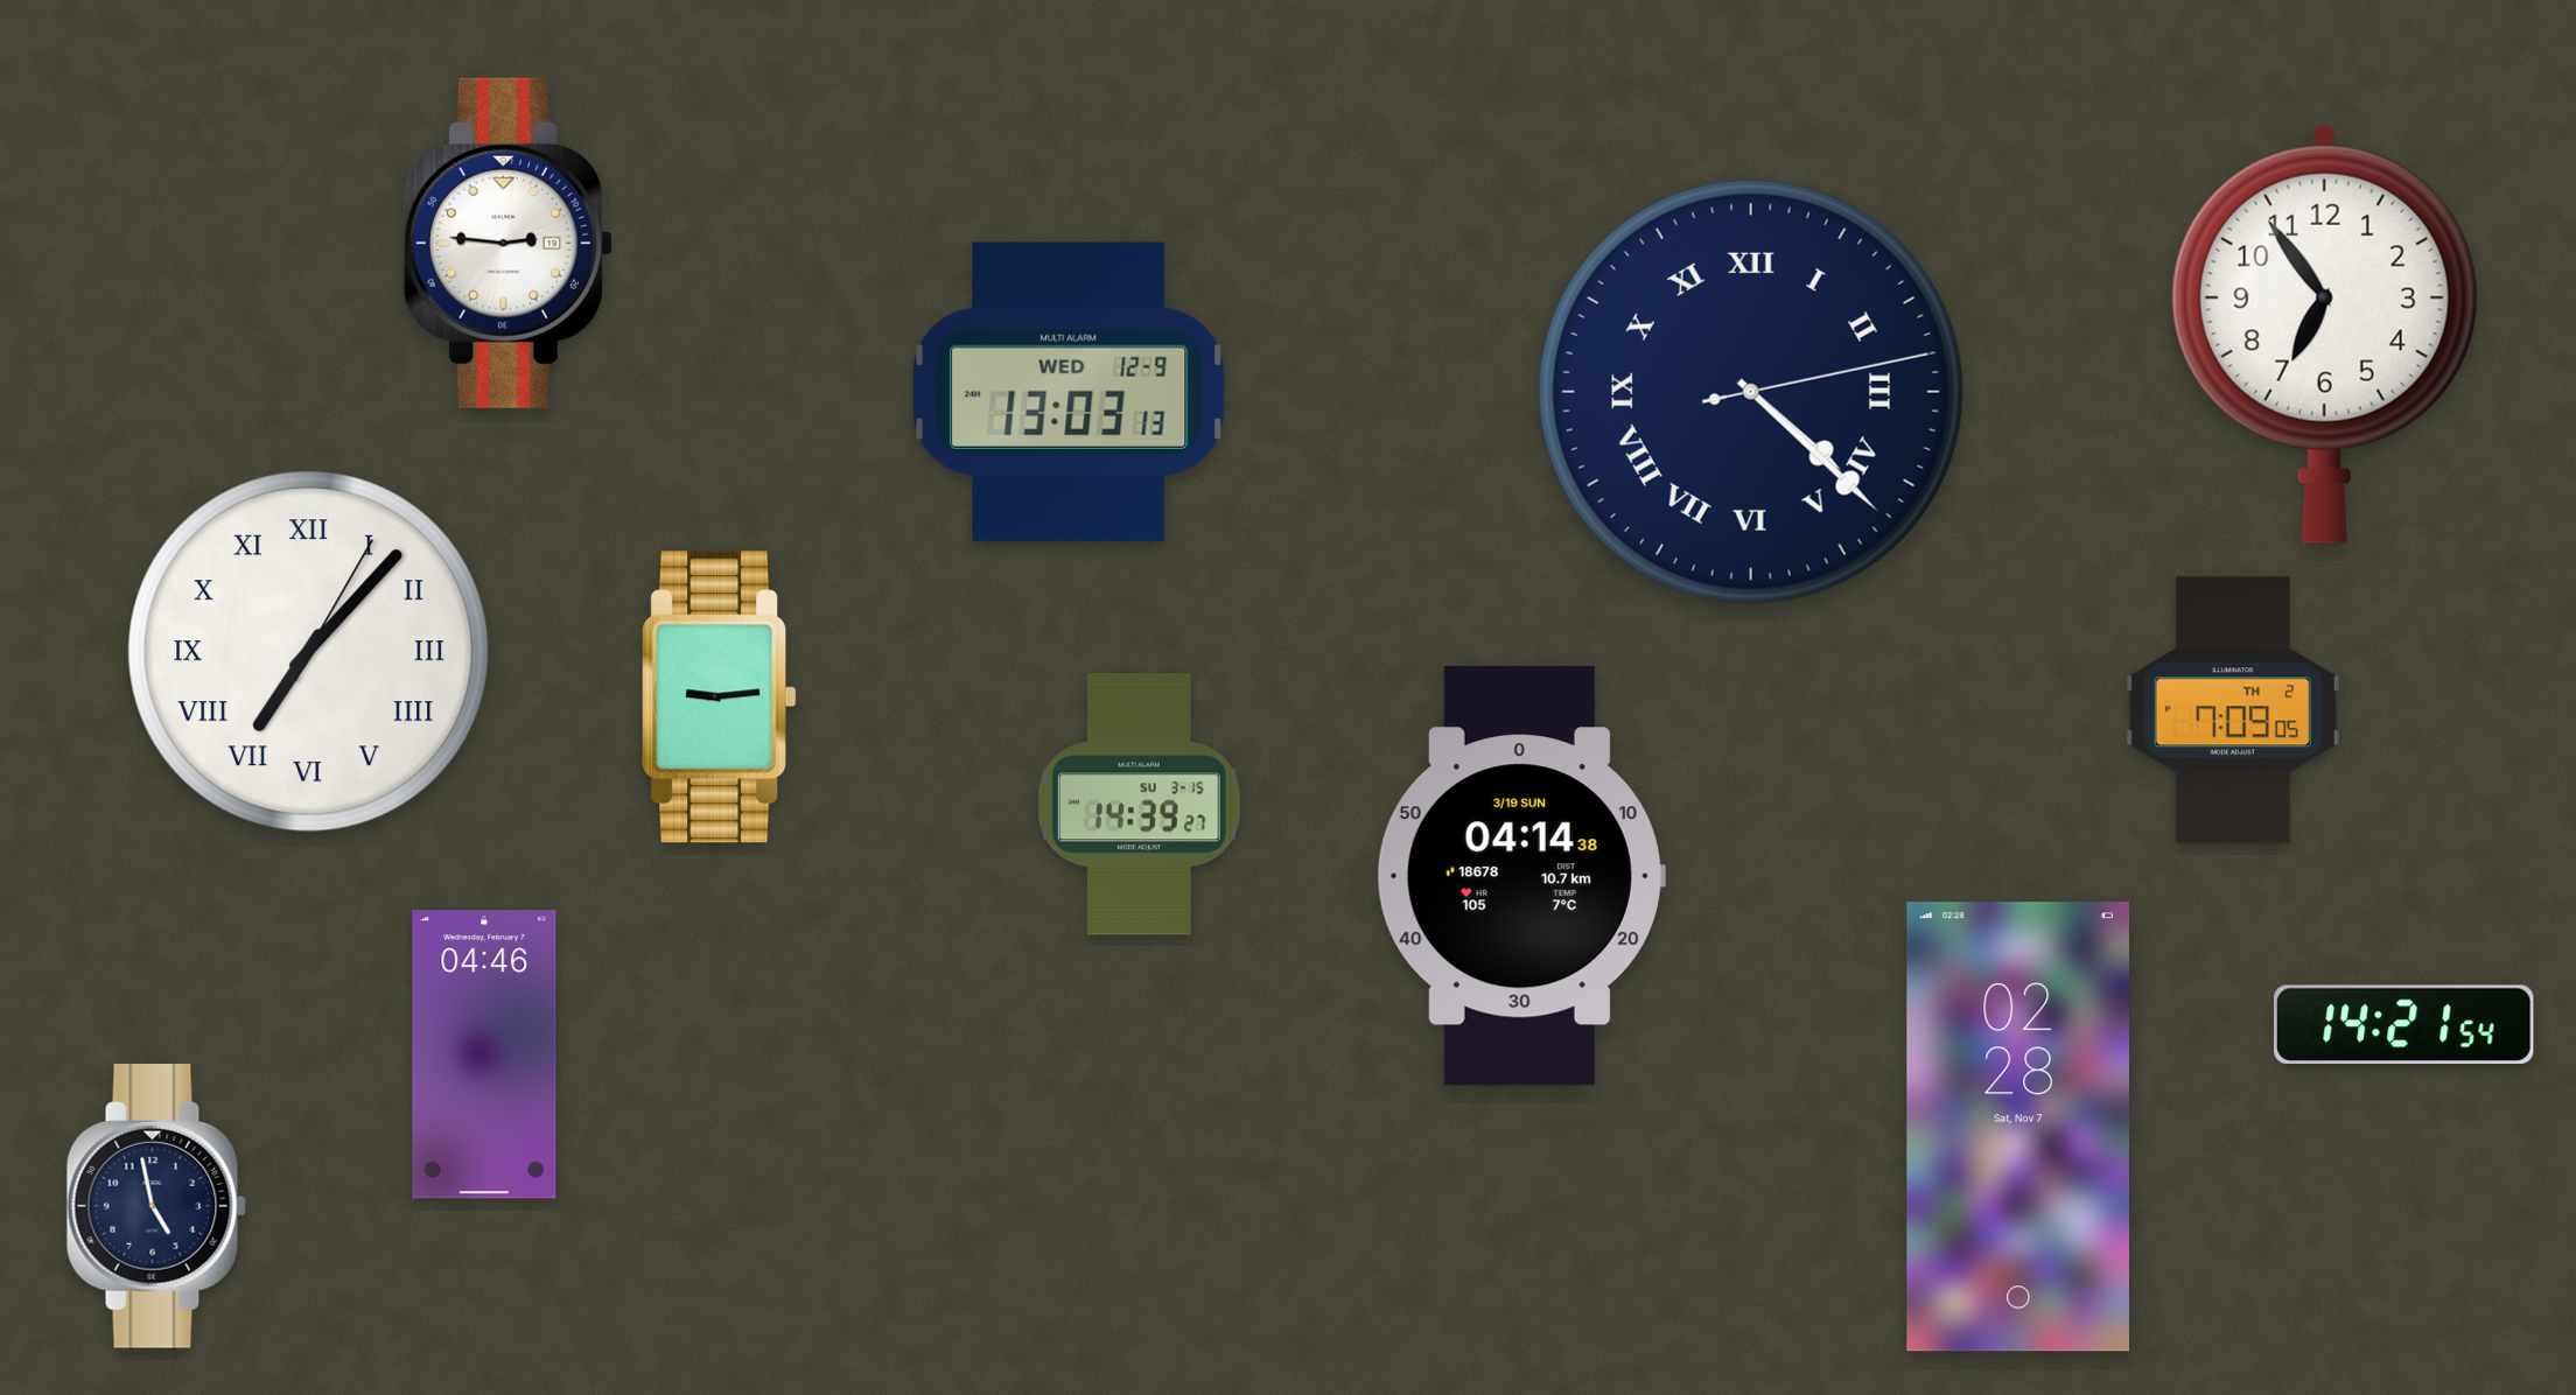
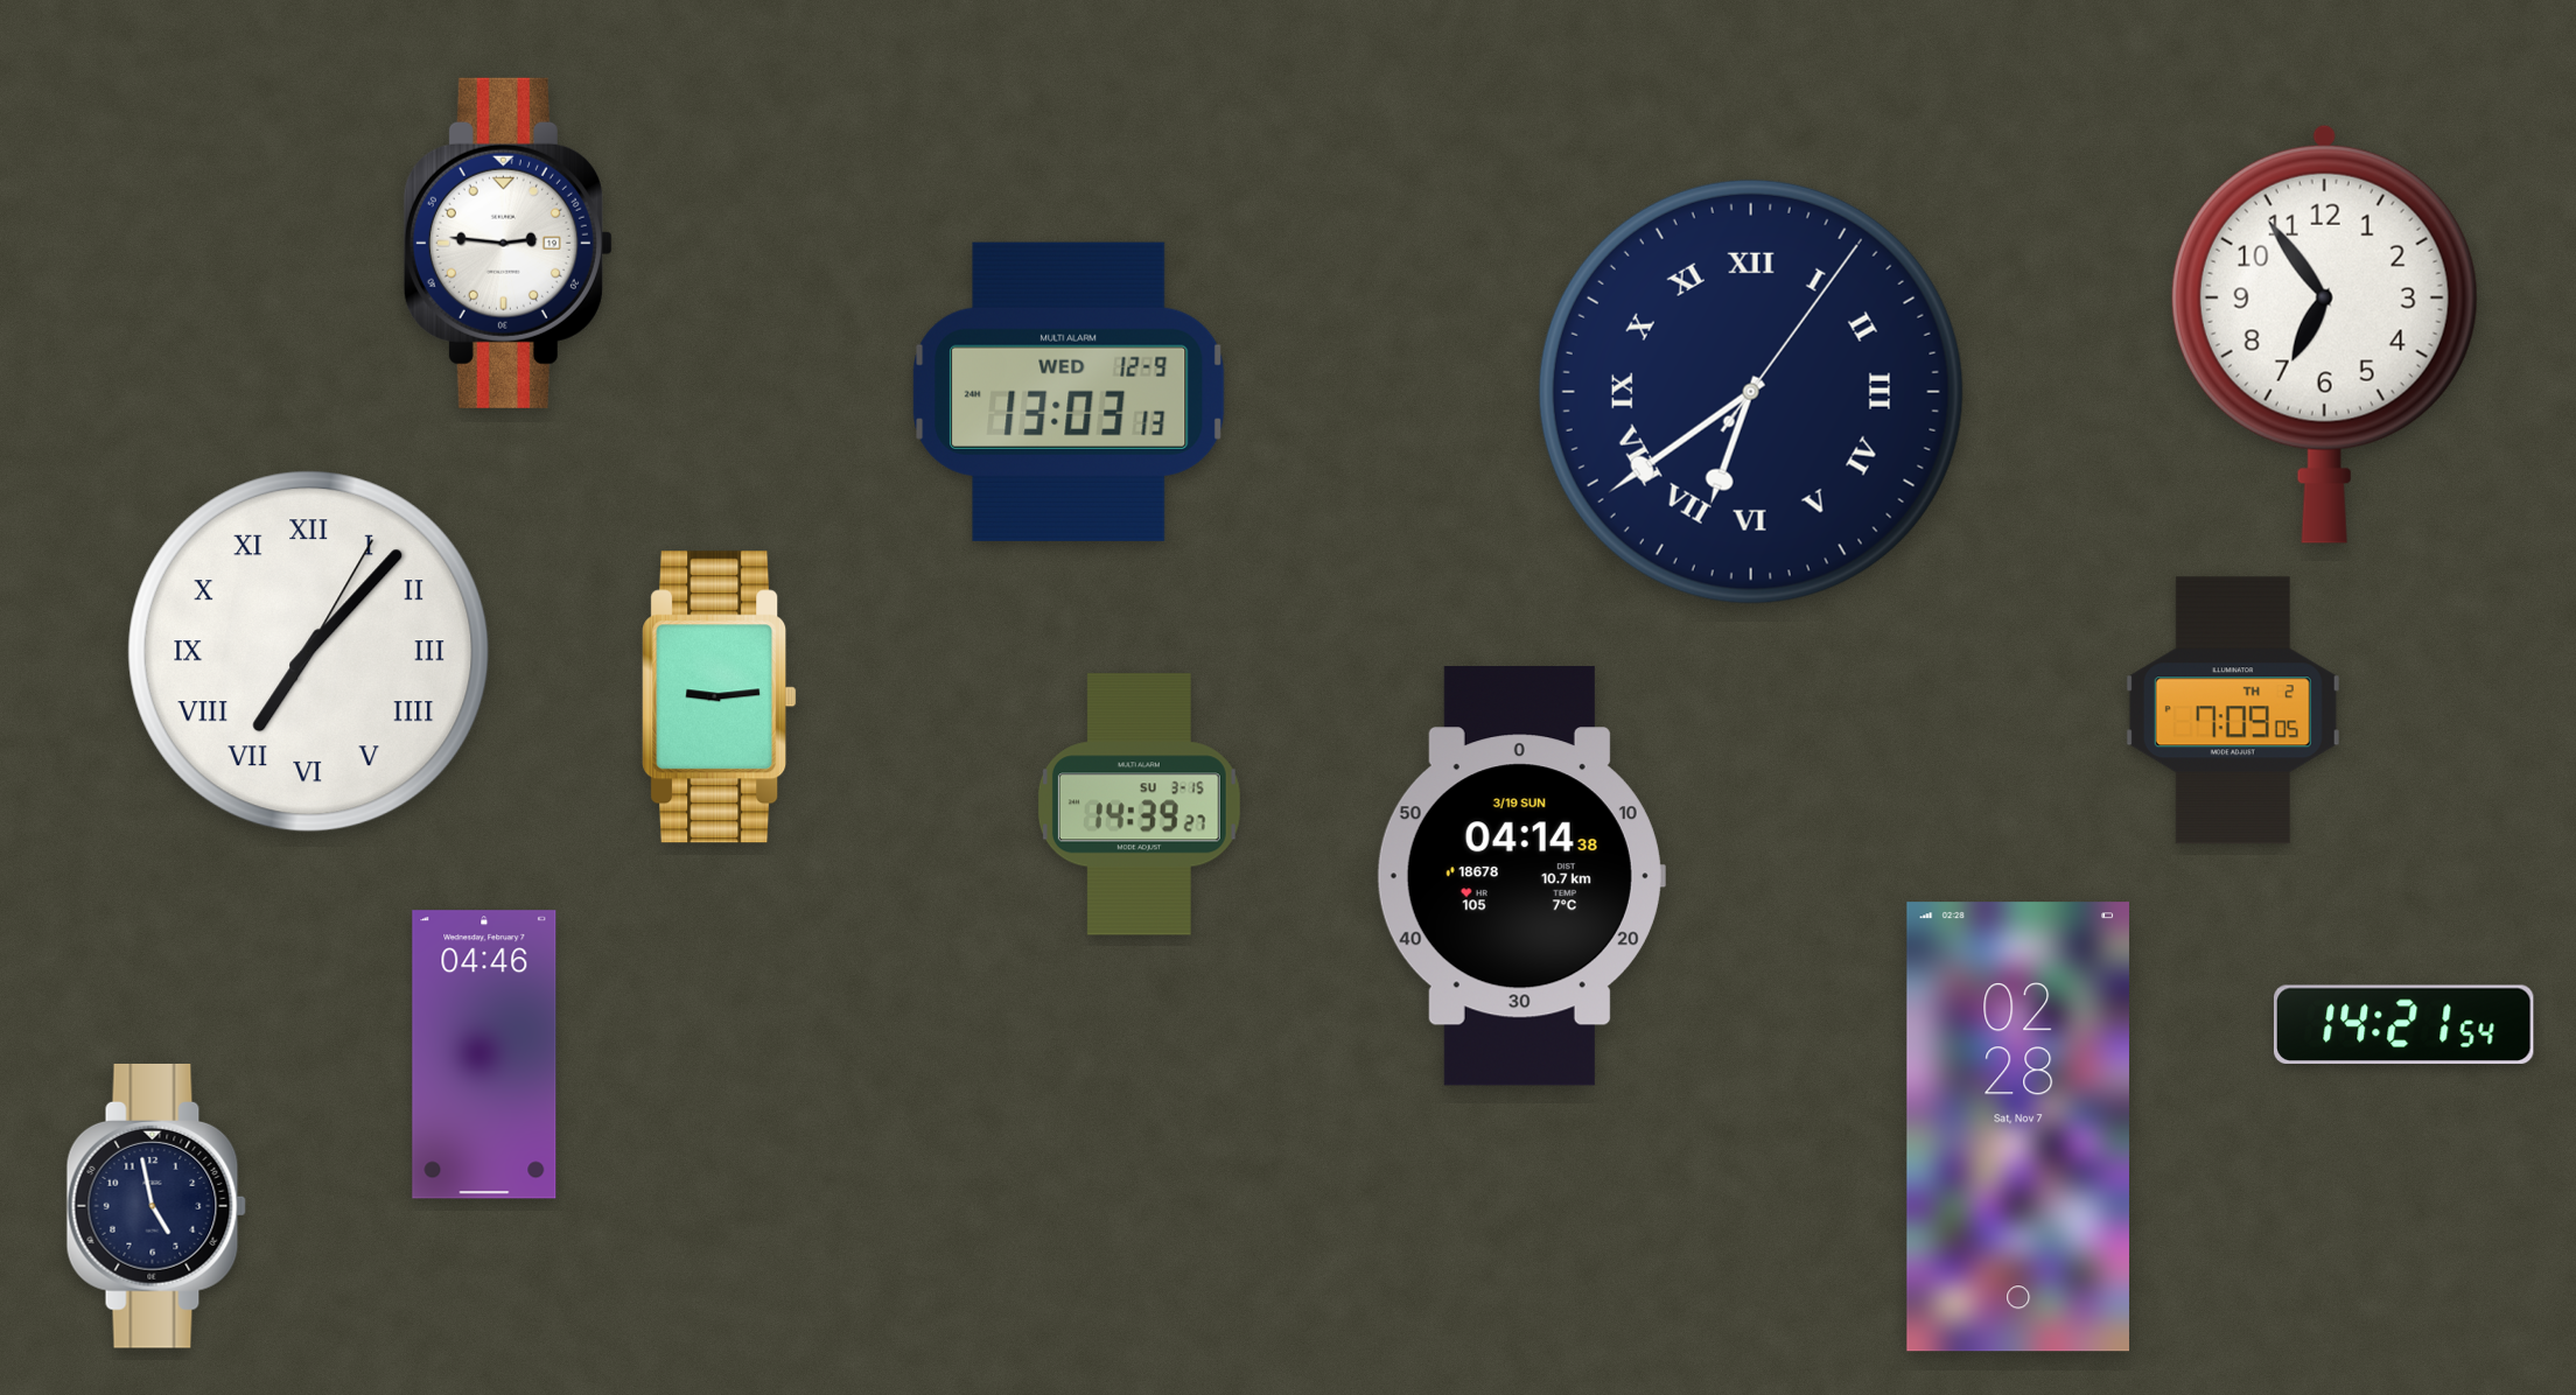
clock at (1751, 392): 4:22 -> 6:39
